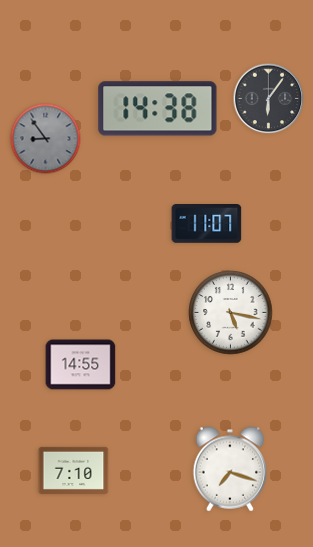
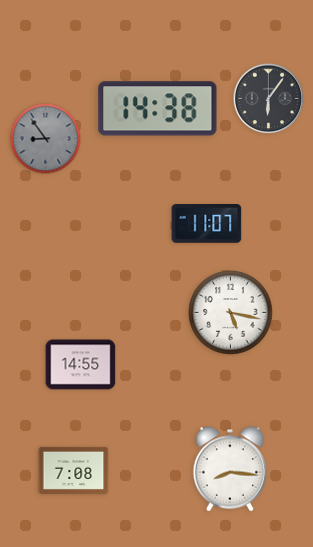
clock at (230, 469): 7:18 -> 8:16
clock at (74, 470): 7:10 -> 7:08
